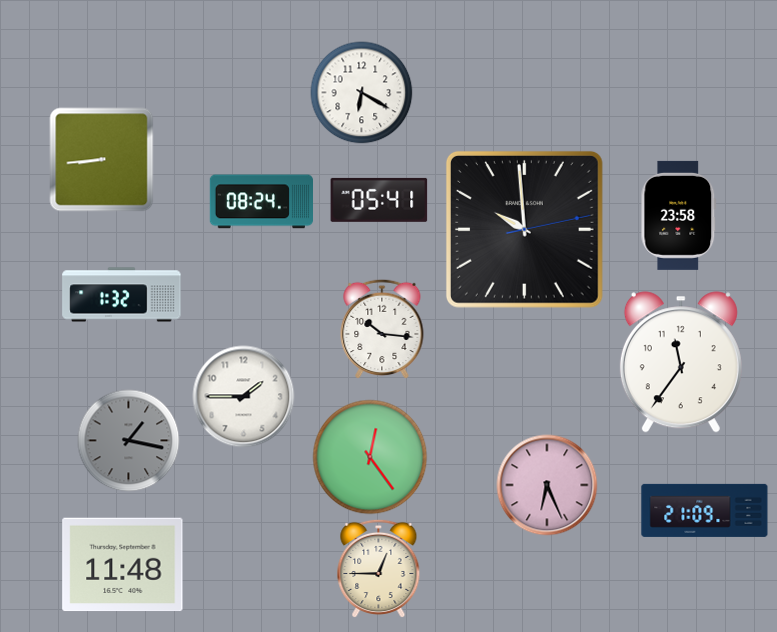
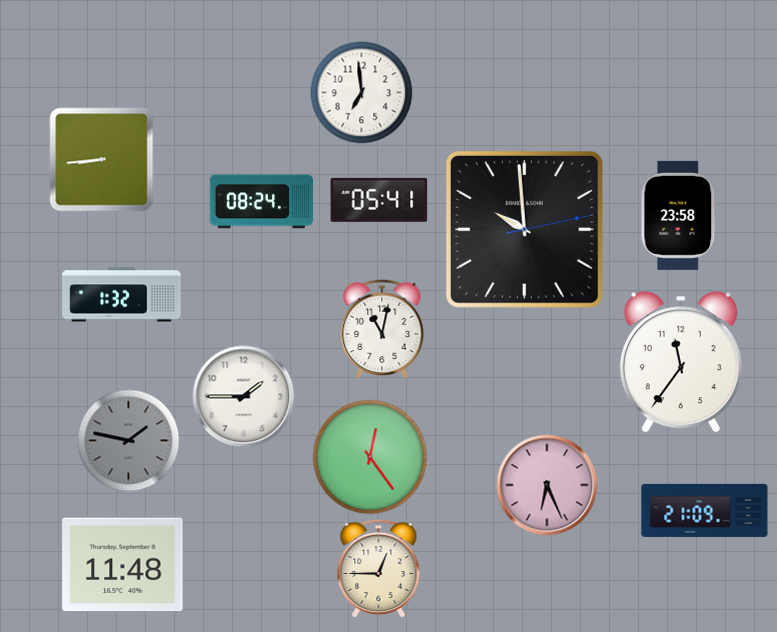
clock at (362, 93): 6:20 -> 6:59
clock at (382, 329): 10:16 -> 11:02
clock at (129, 441): 1:17 -> 1:47
